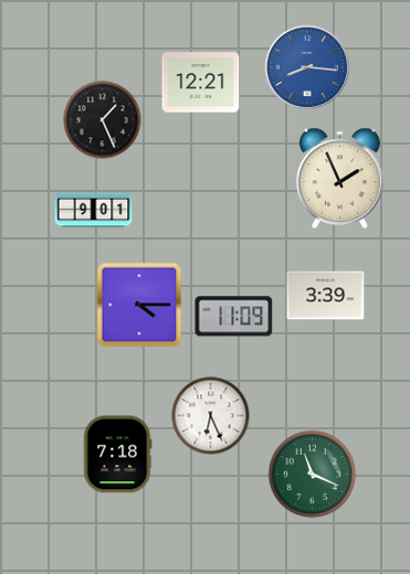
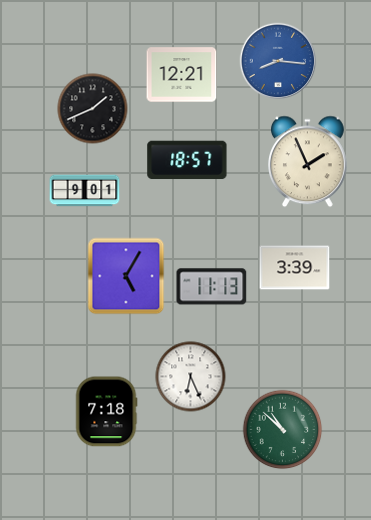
clock at (103, 120): 1:26 -> 1:41
clock at (187, 160): none -> 18:57
clock at (139, 305): 4:15 -> 5:05
clock at (234, 317): 11:09 -> 11:13
clock at (313, 475): 11:19 -> 10:52
